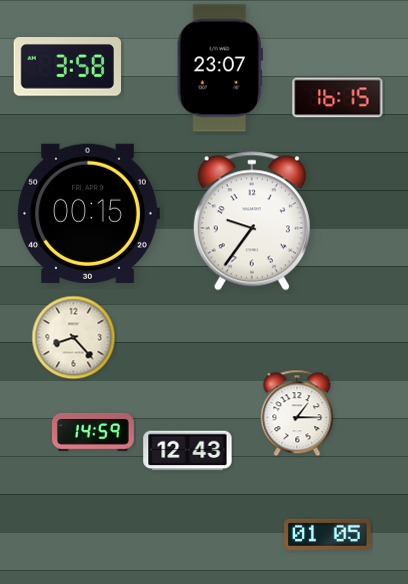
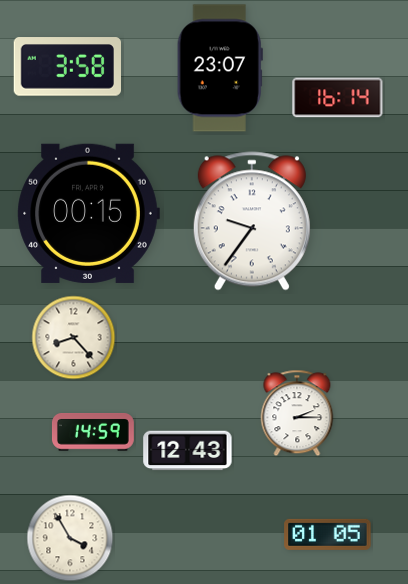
clock at (338, 98): 16:15 -> 16:14
clock at (297, 413): 1:15 -> 2:15
clock at (70, 538): none -> 3:55
